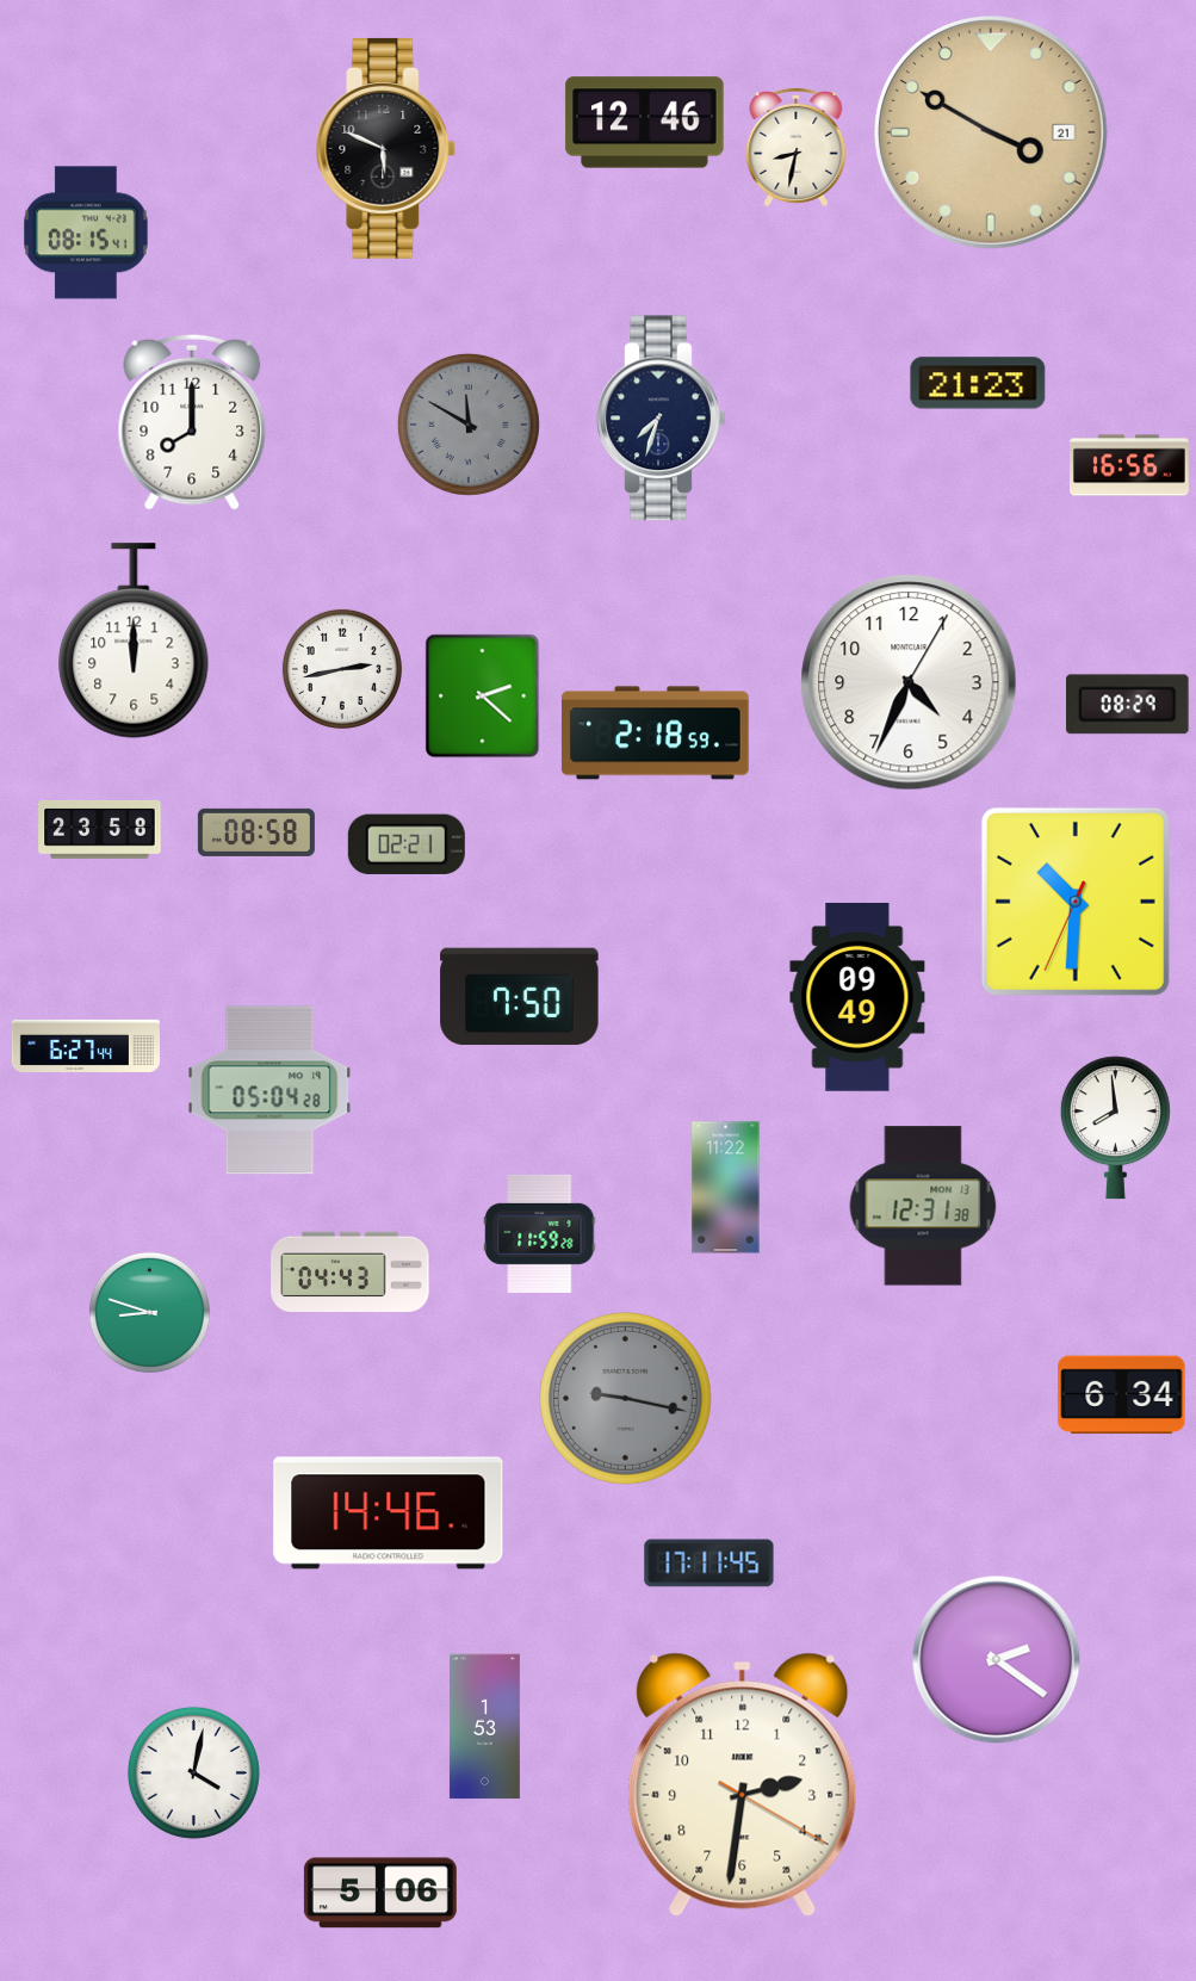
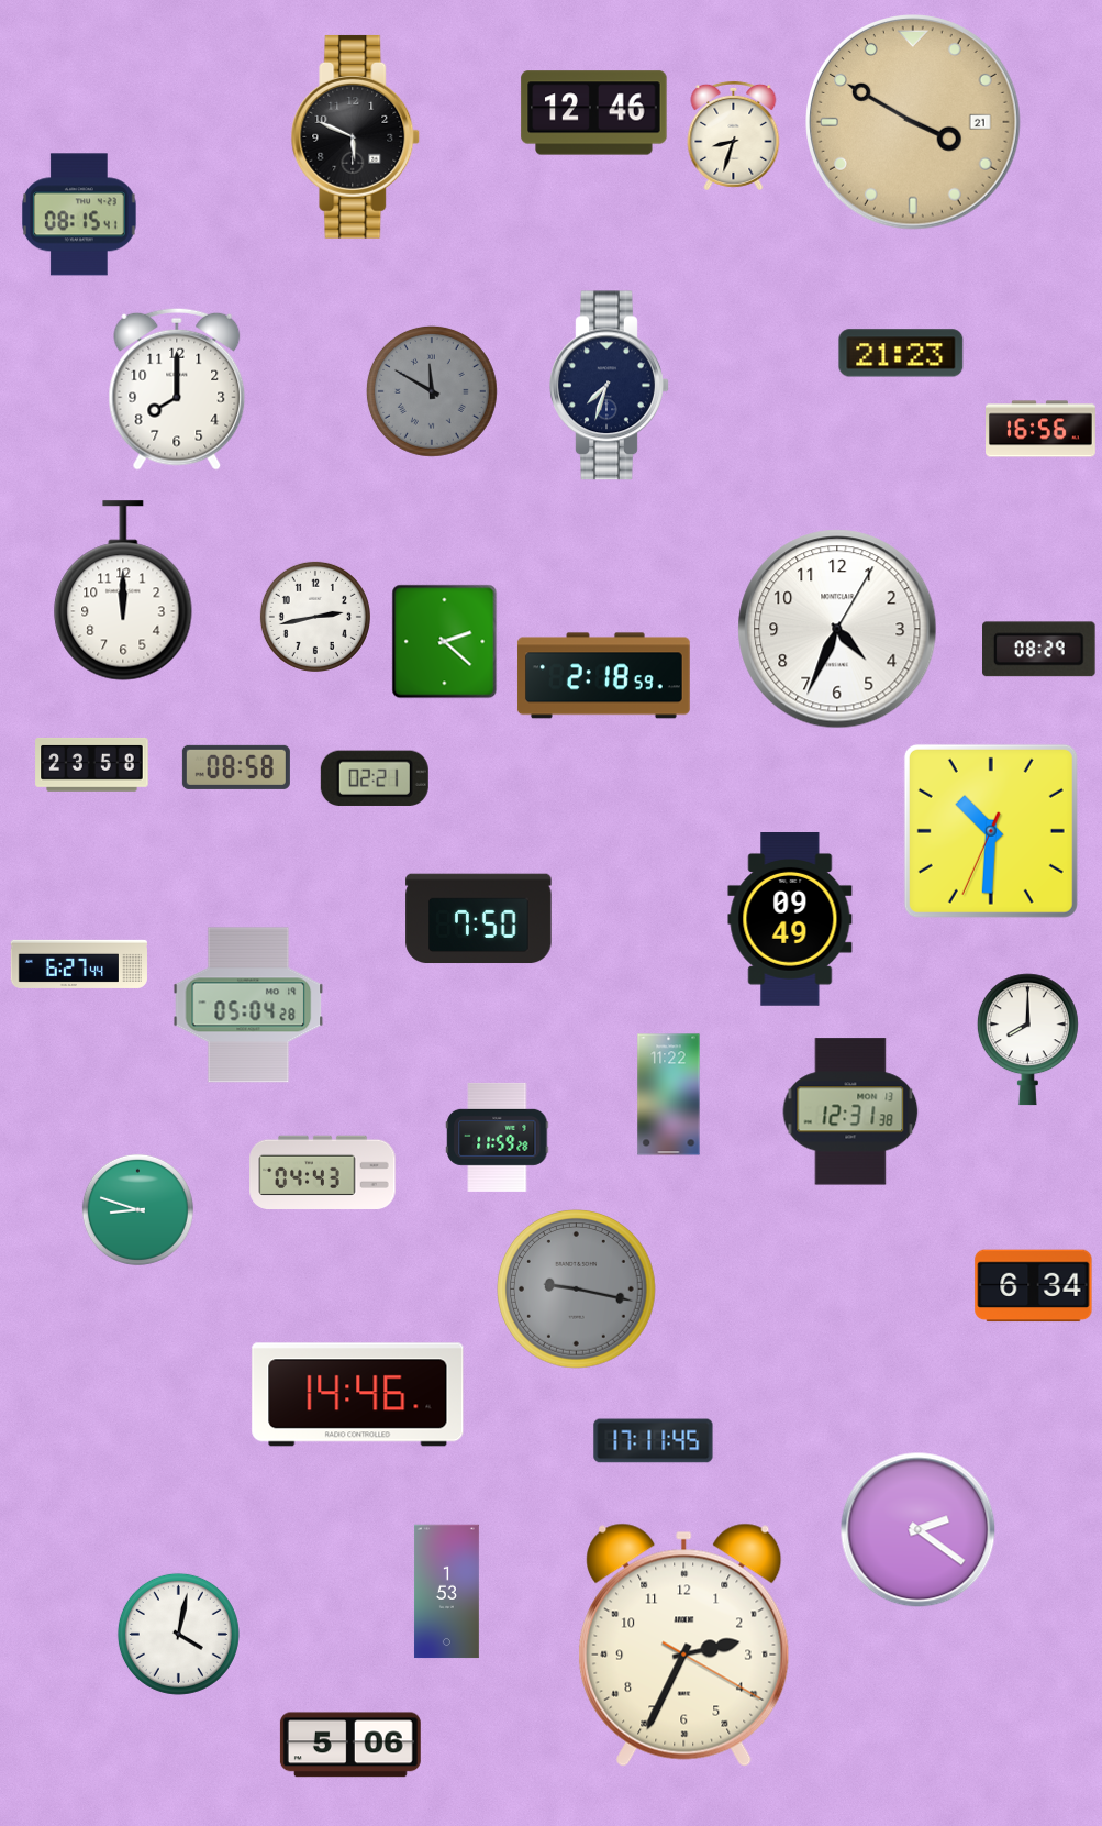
clock at (797, 147): 8:32 -> 8:33
clock at (1115, 1128): 7:59 -> 8:00
clock at (743, 1784): 2:31 -> 2:34
